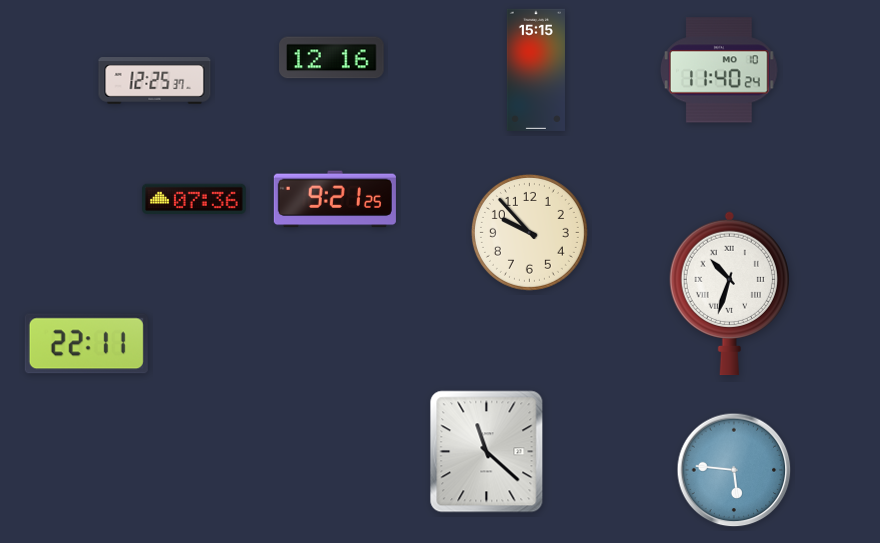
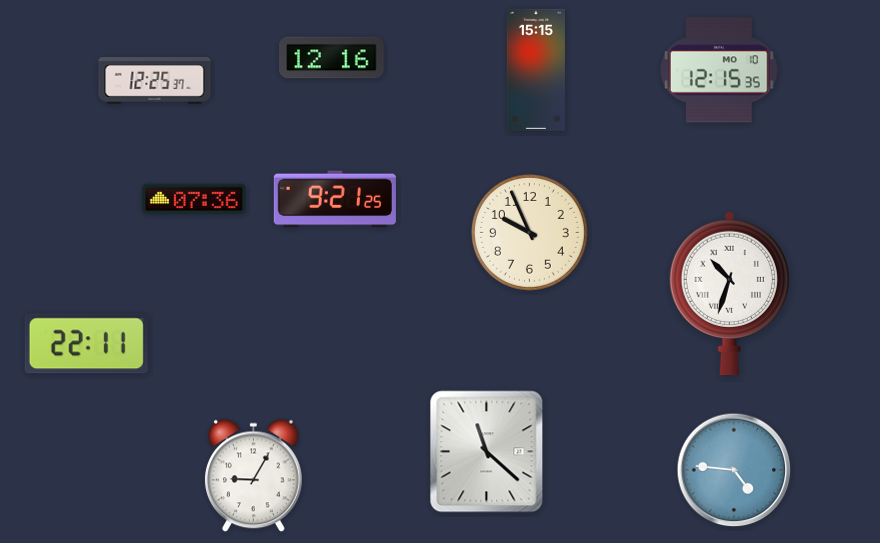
clock at (719, 70): 11:40 -> 12:15
clock at (529, 232): 9:53 -> 9:56
clock at (734, 470): 5:46 -> 4:46
clock at (253, 476): none -> 9:05
